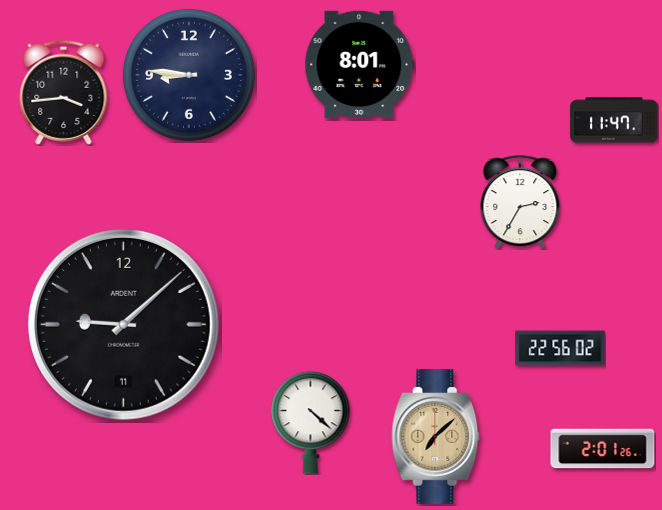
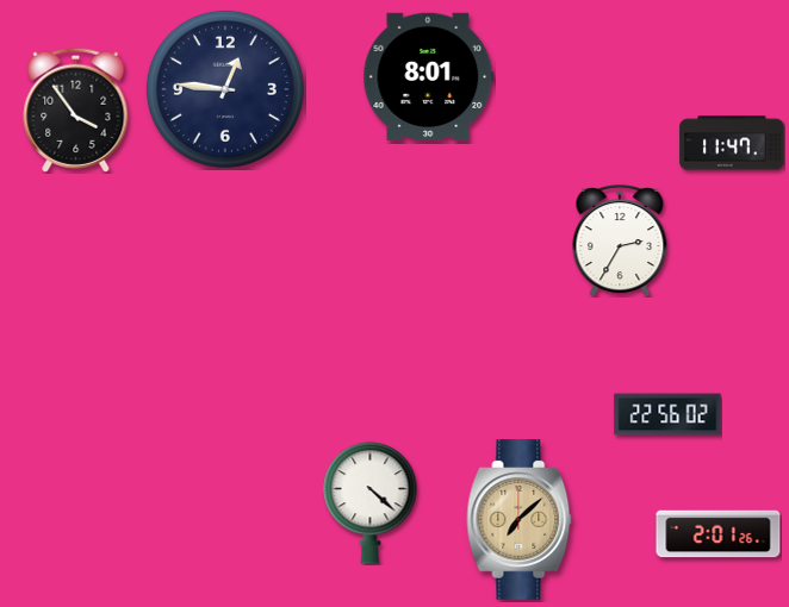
clock at (189, 75): 8:46 -> 12:46
clock at (64, 92): 3:44 -> 3:54
clock at (123, 324): 9:08 -> none
